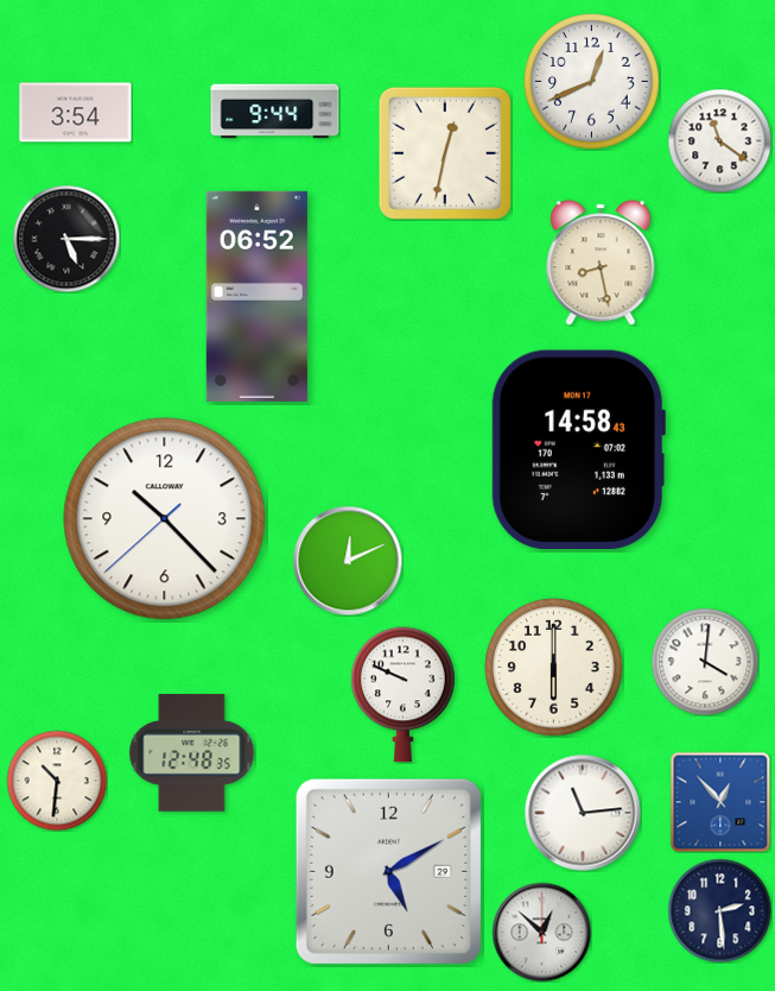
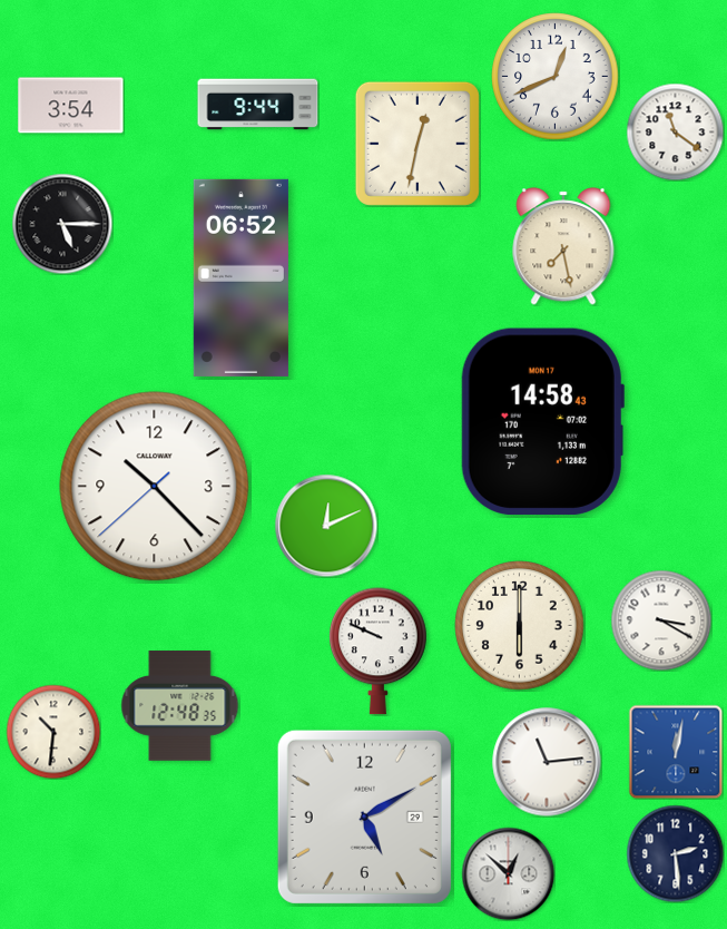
clock at (601, 263): 8:28 -> 7:28
clock at (705, 662): 4:01 -> 3:20
clock at (720, 802): 12:53 -> 12:02
